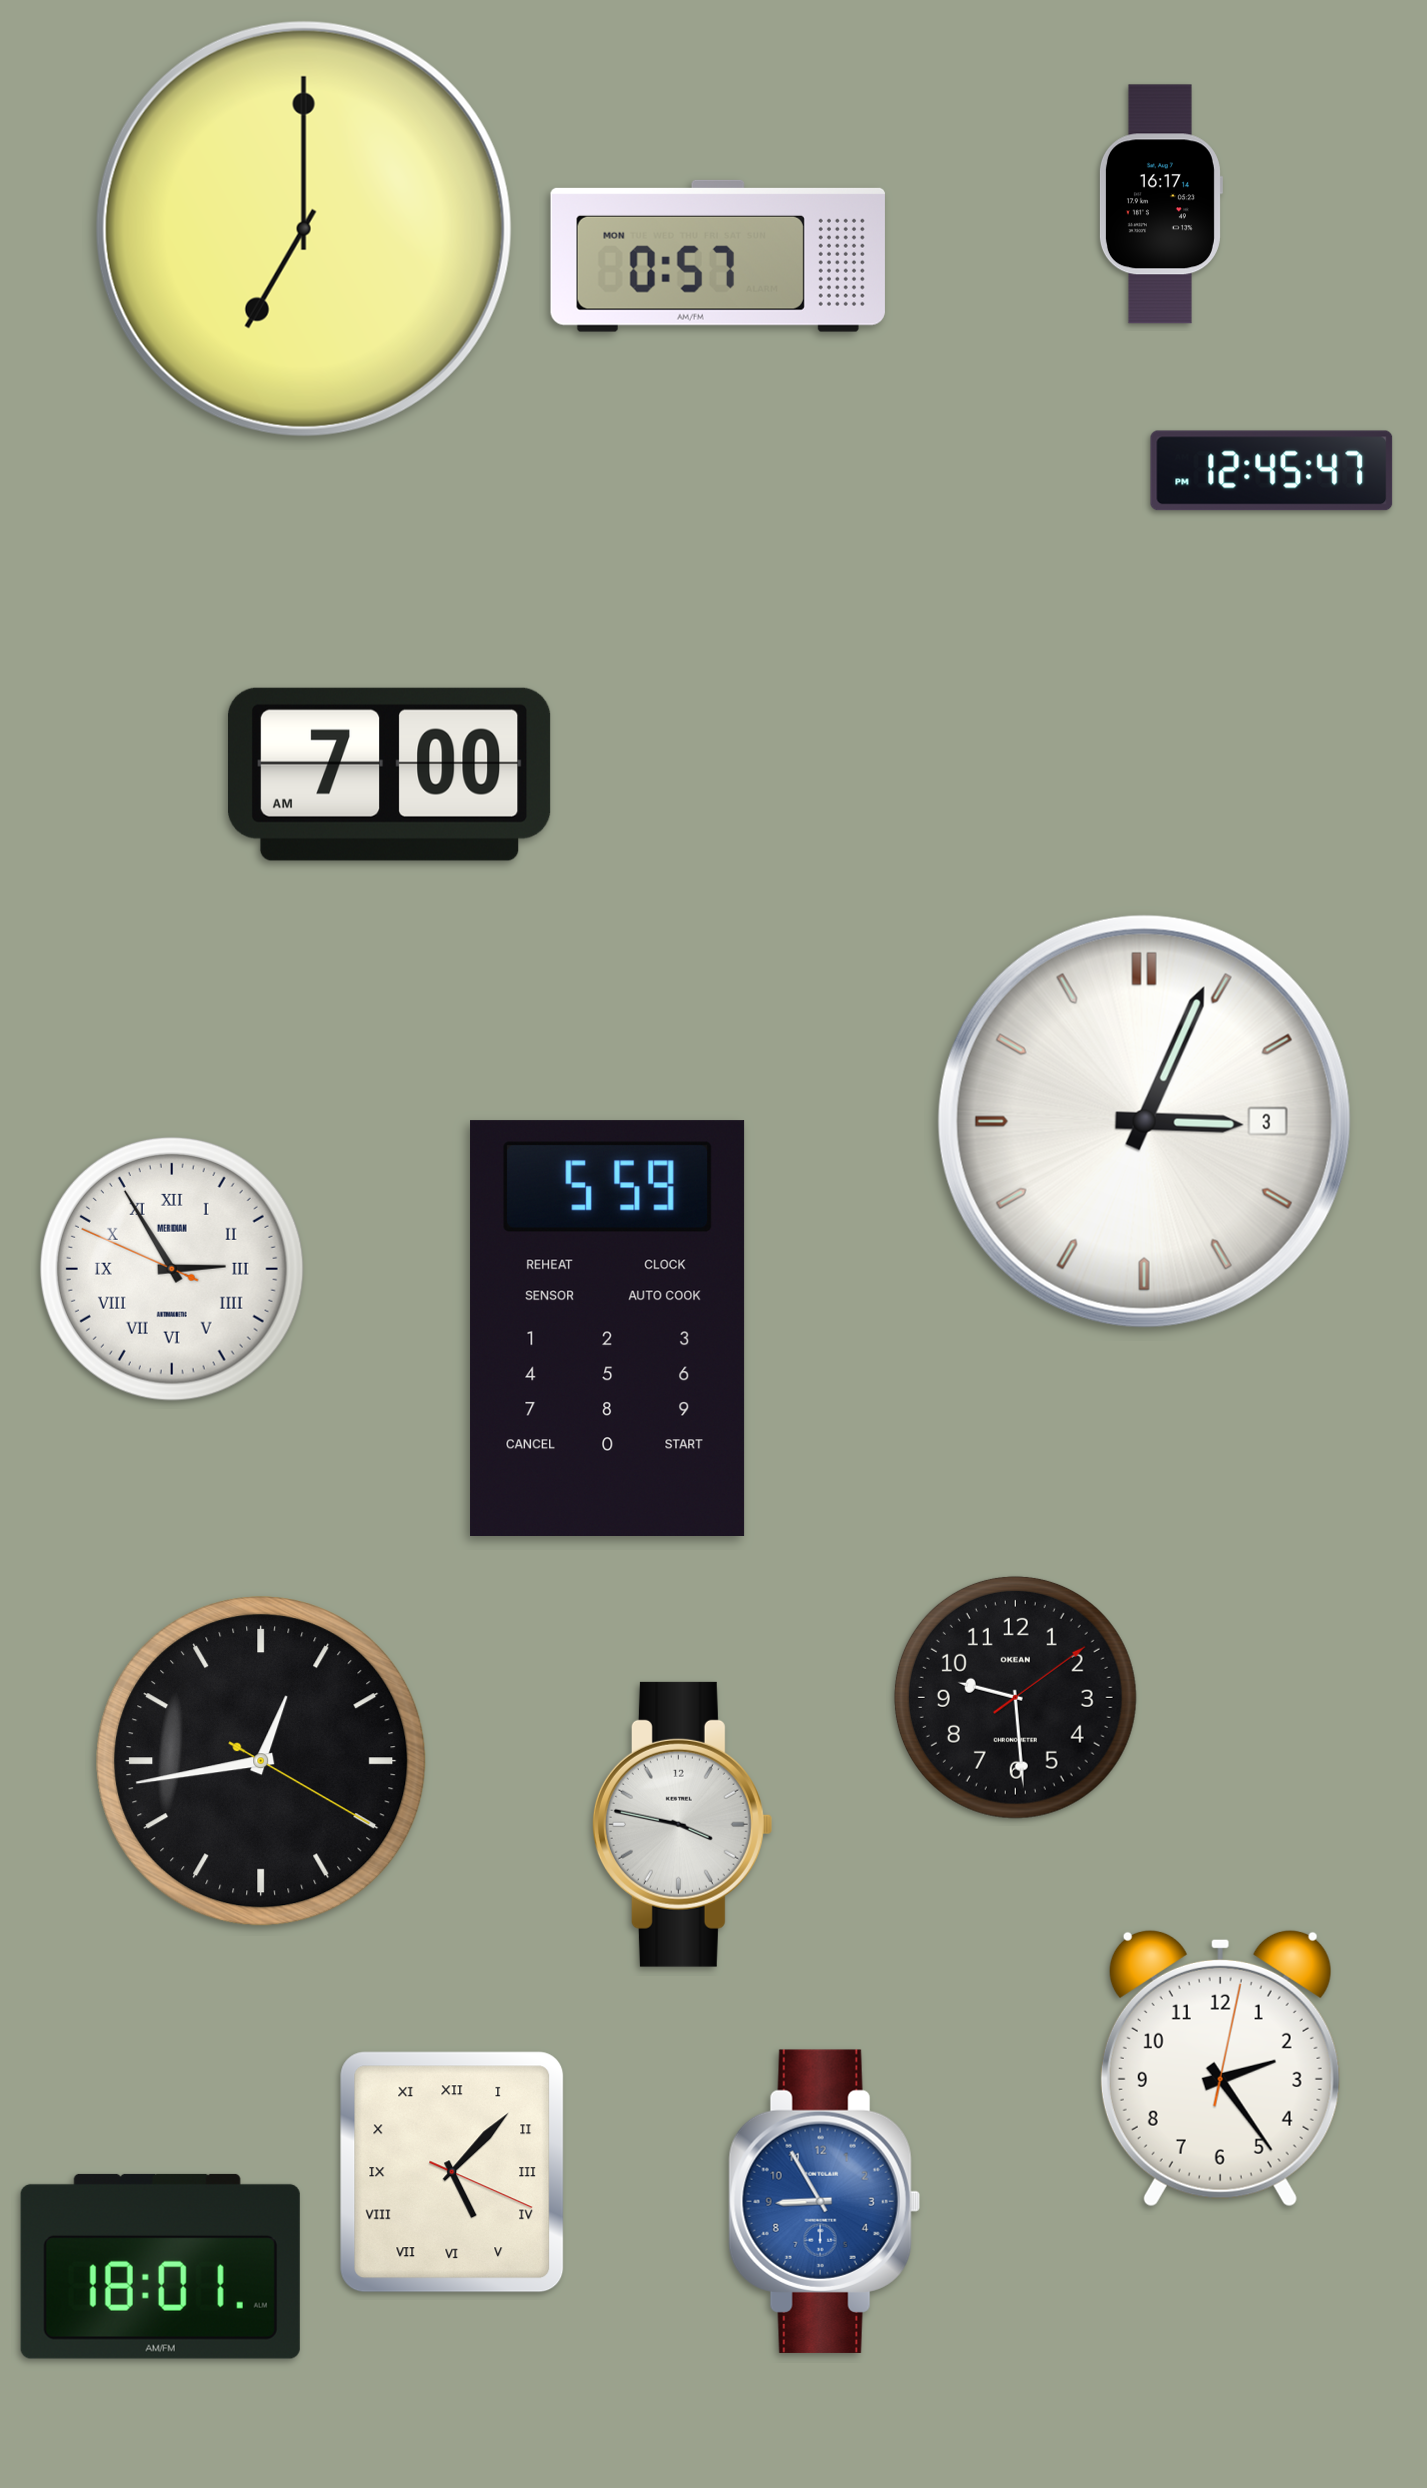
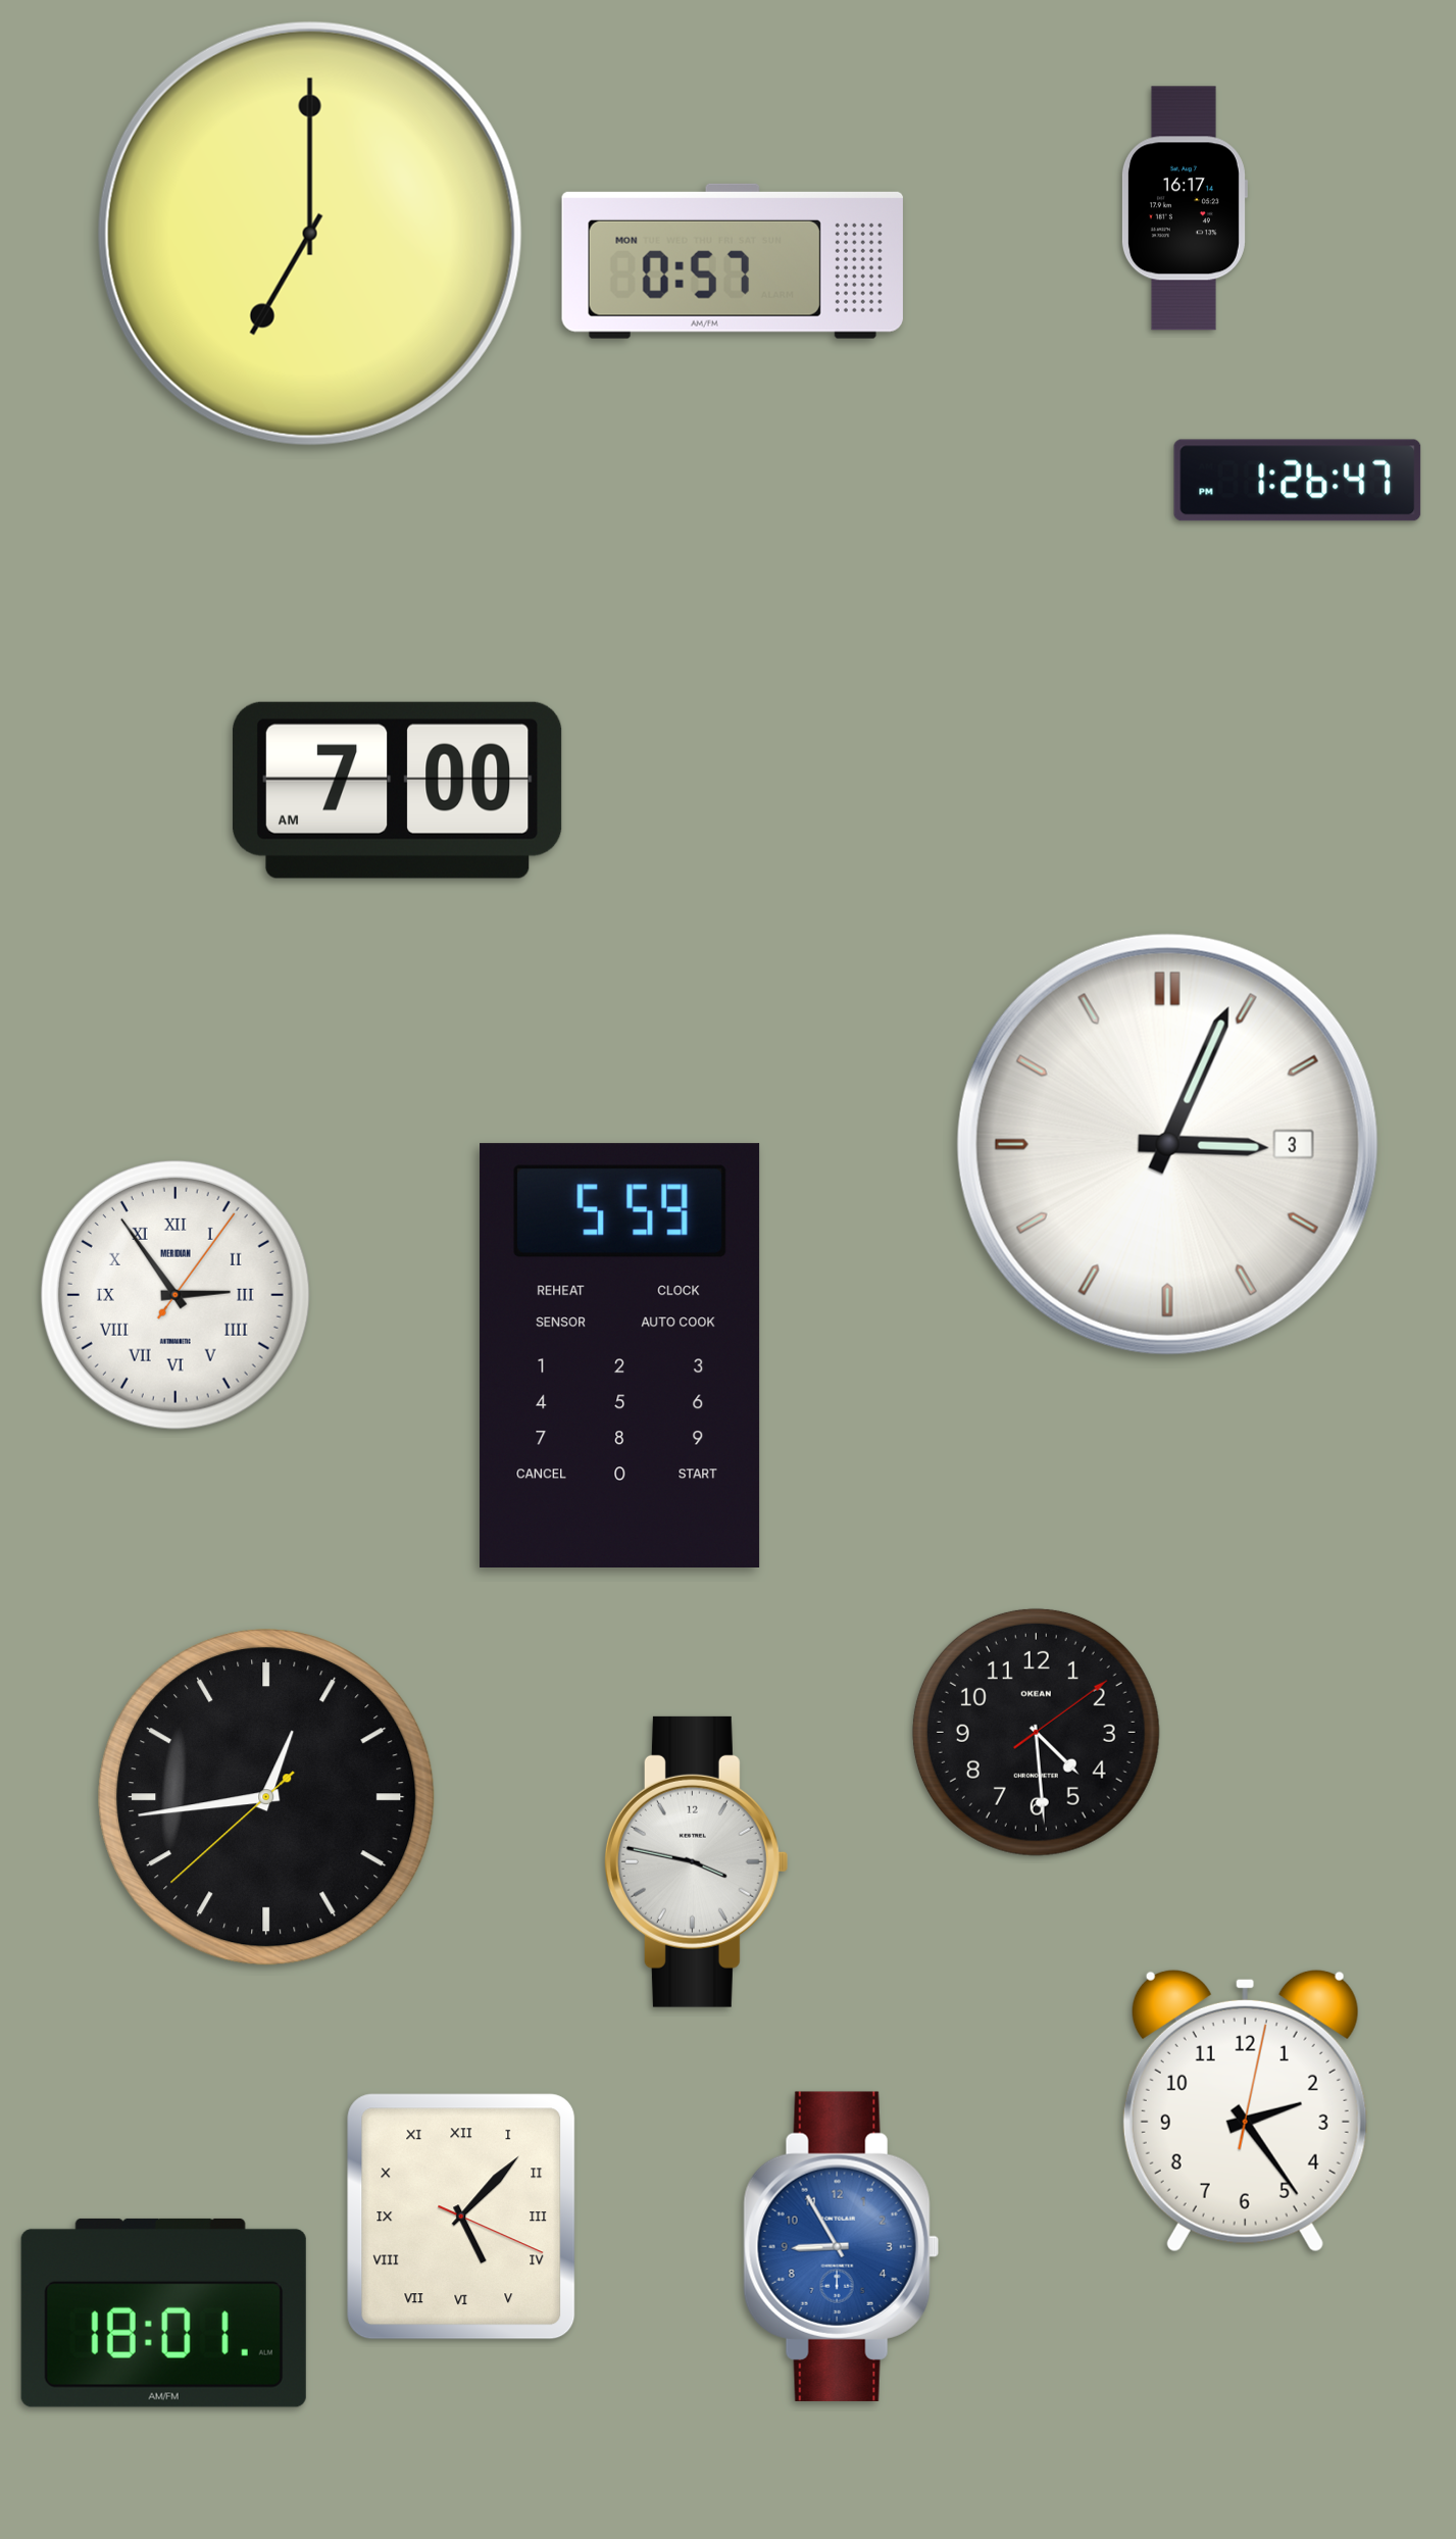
clock at (1272, 471): 12:45 -> 1:26
clock at (172, 1269): 2:54:49 -> 2:54:06
clock at (1015, 1697): 9:29 -> 4:29
clock at (261, 1761): 12:43:20 -> 12:43:38
